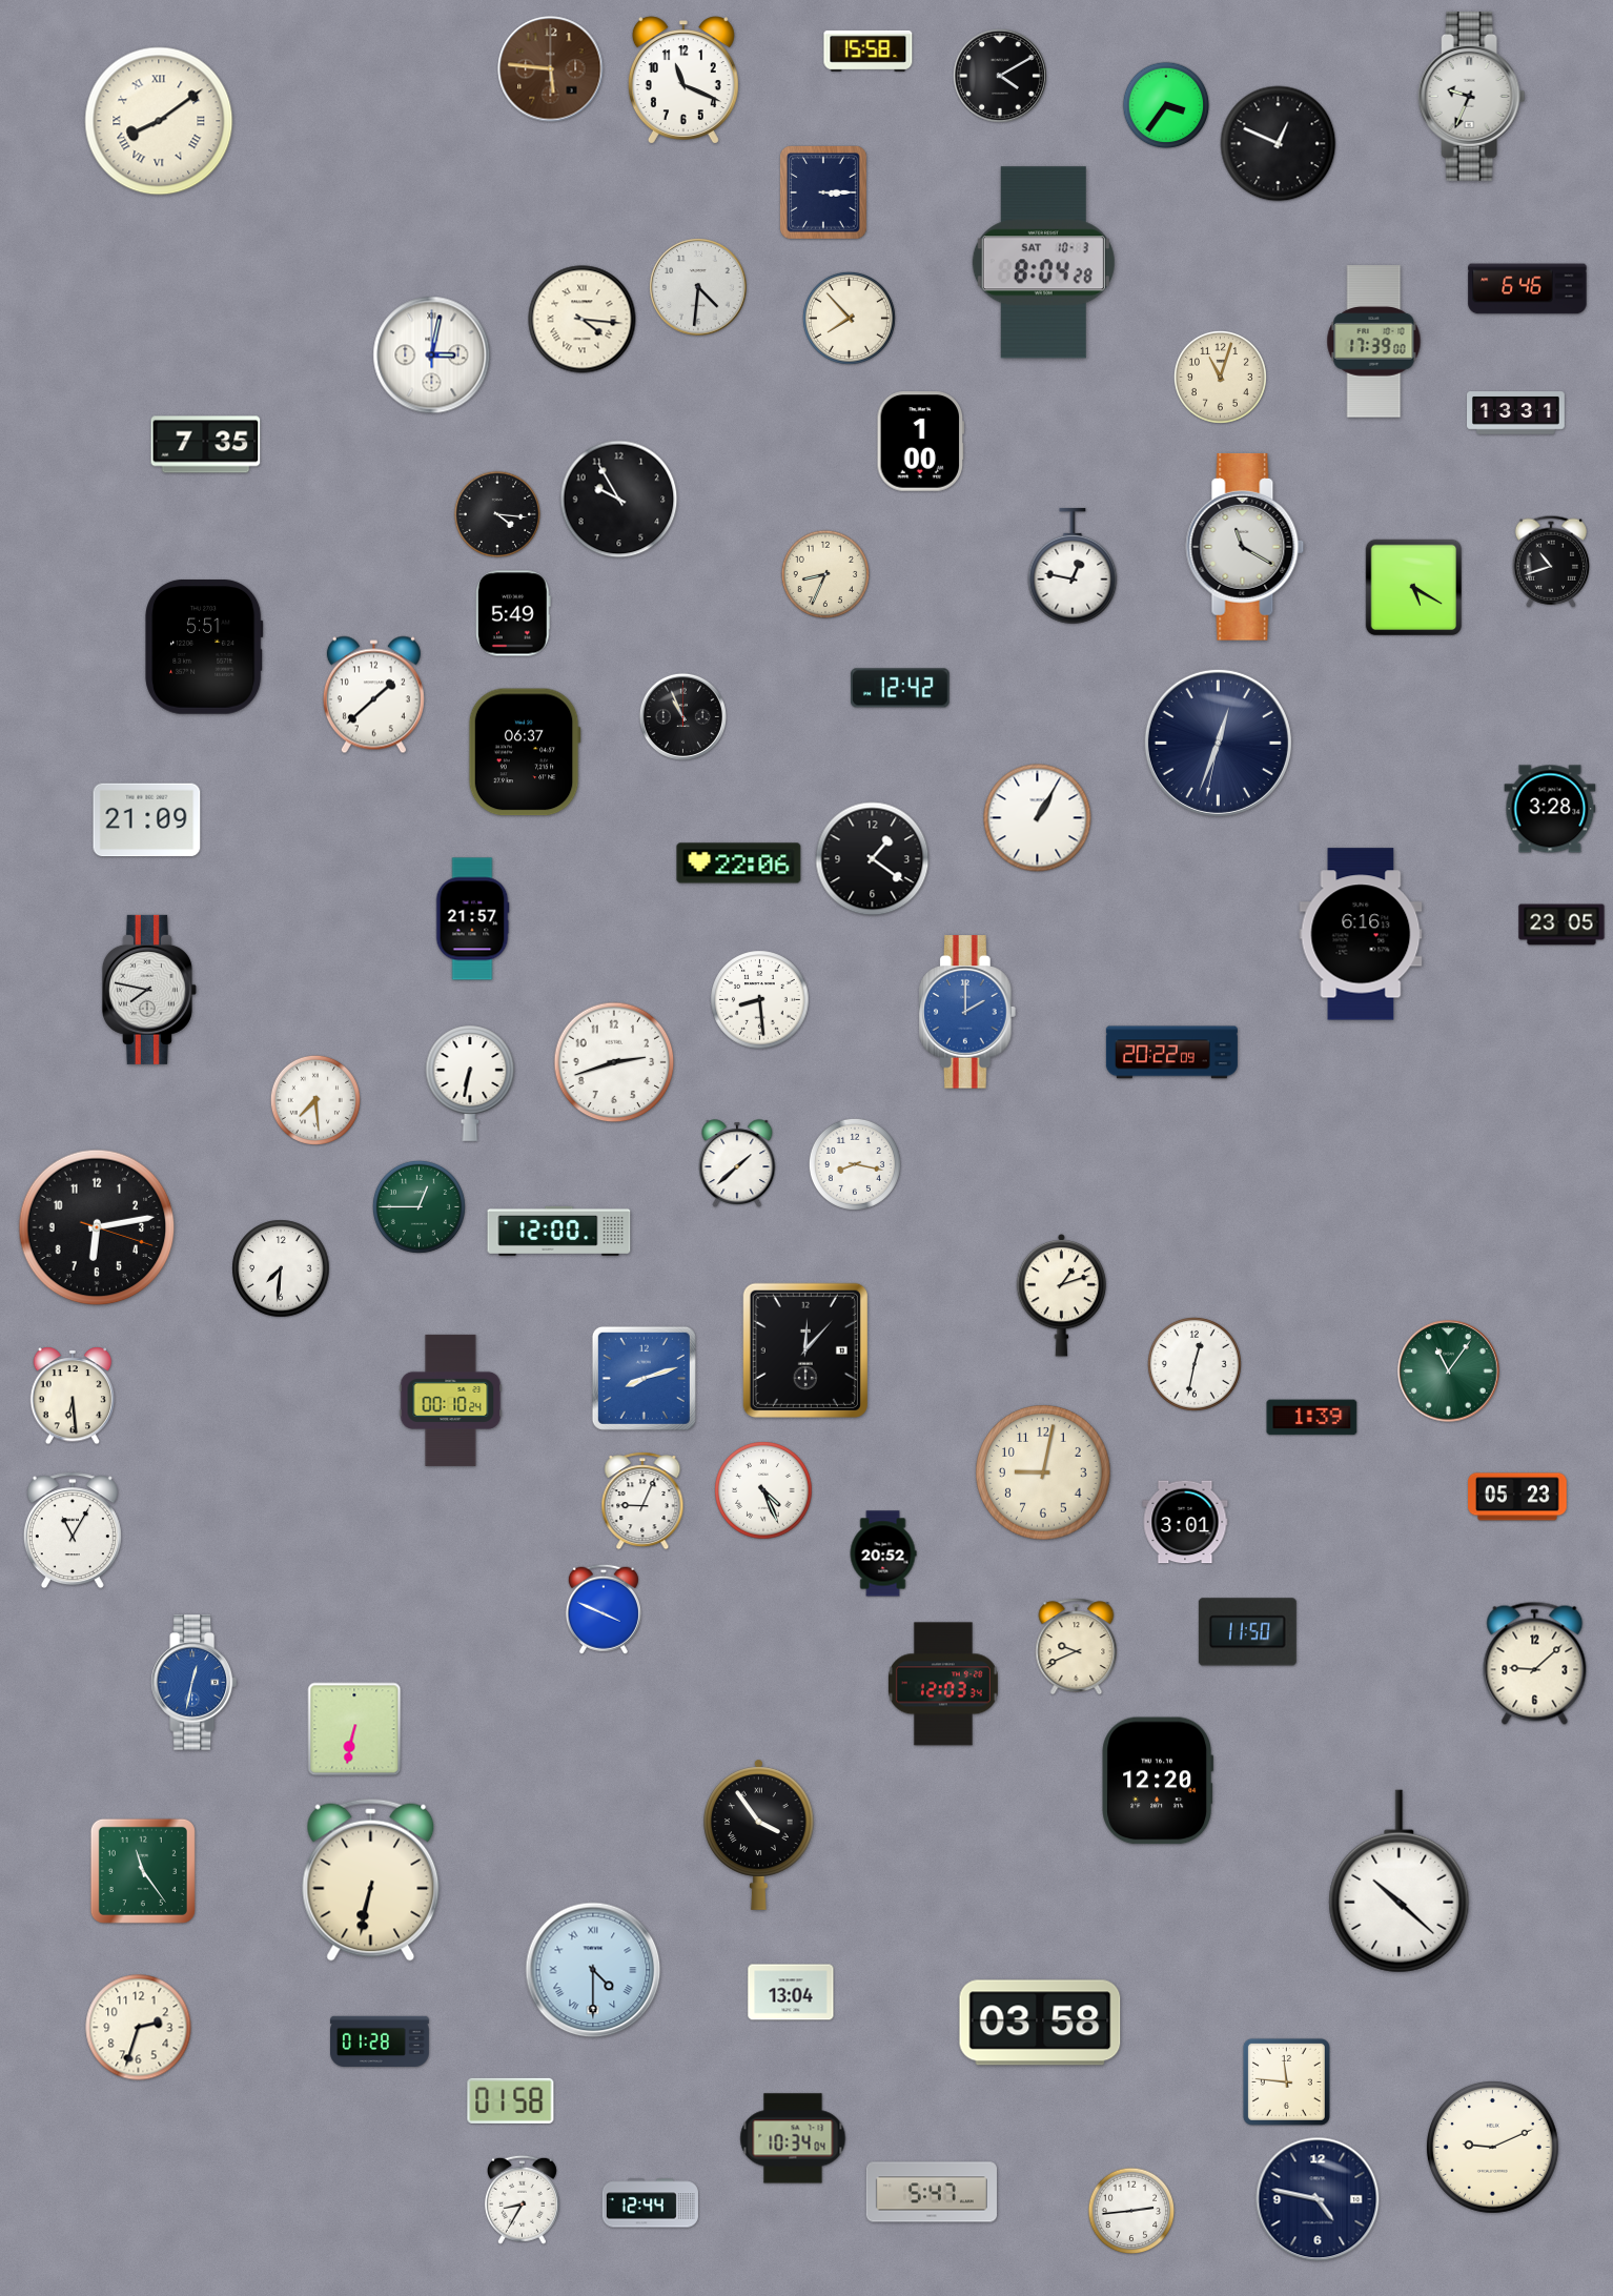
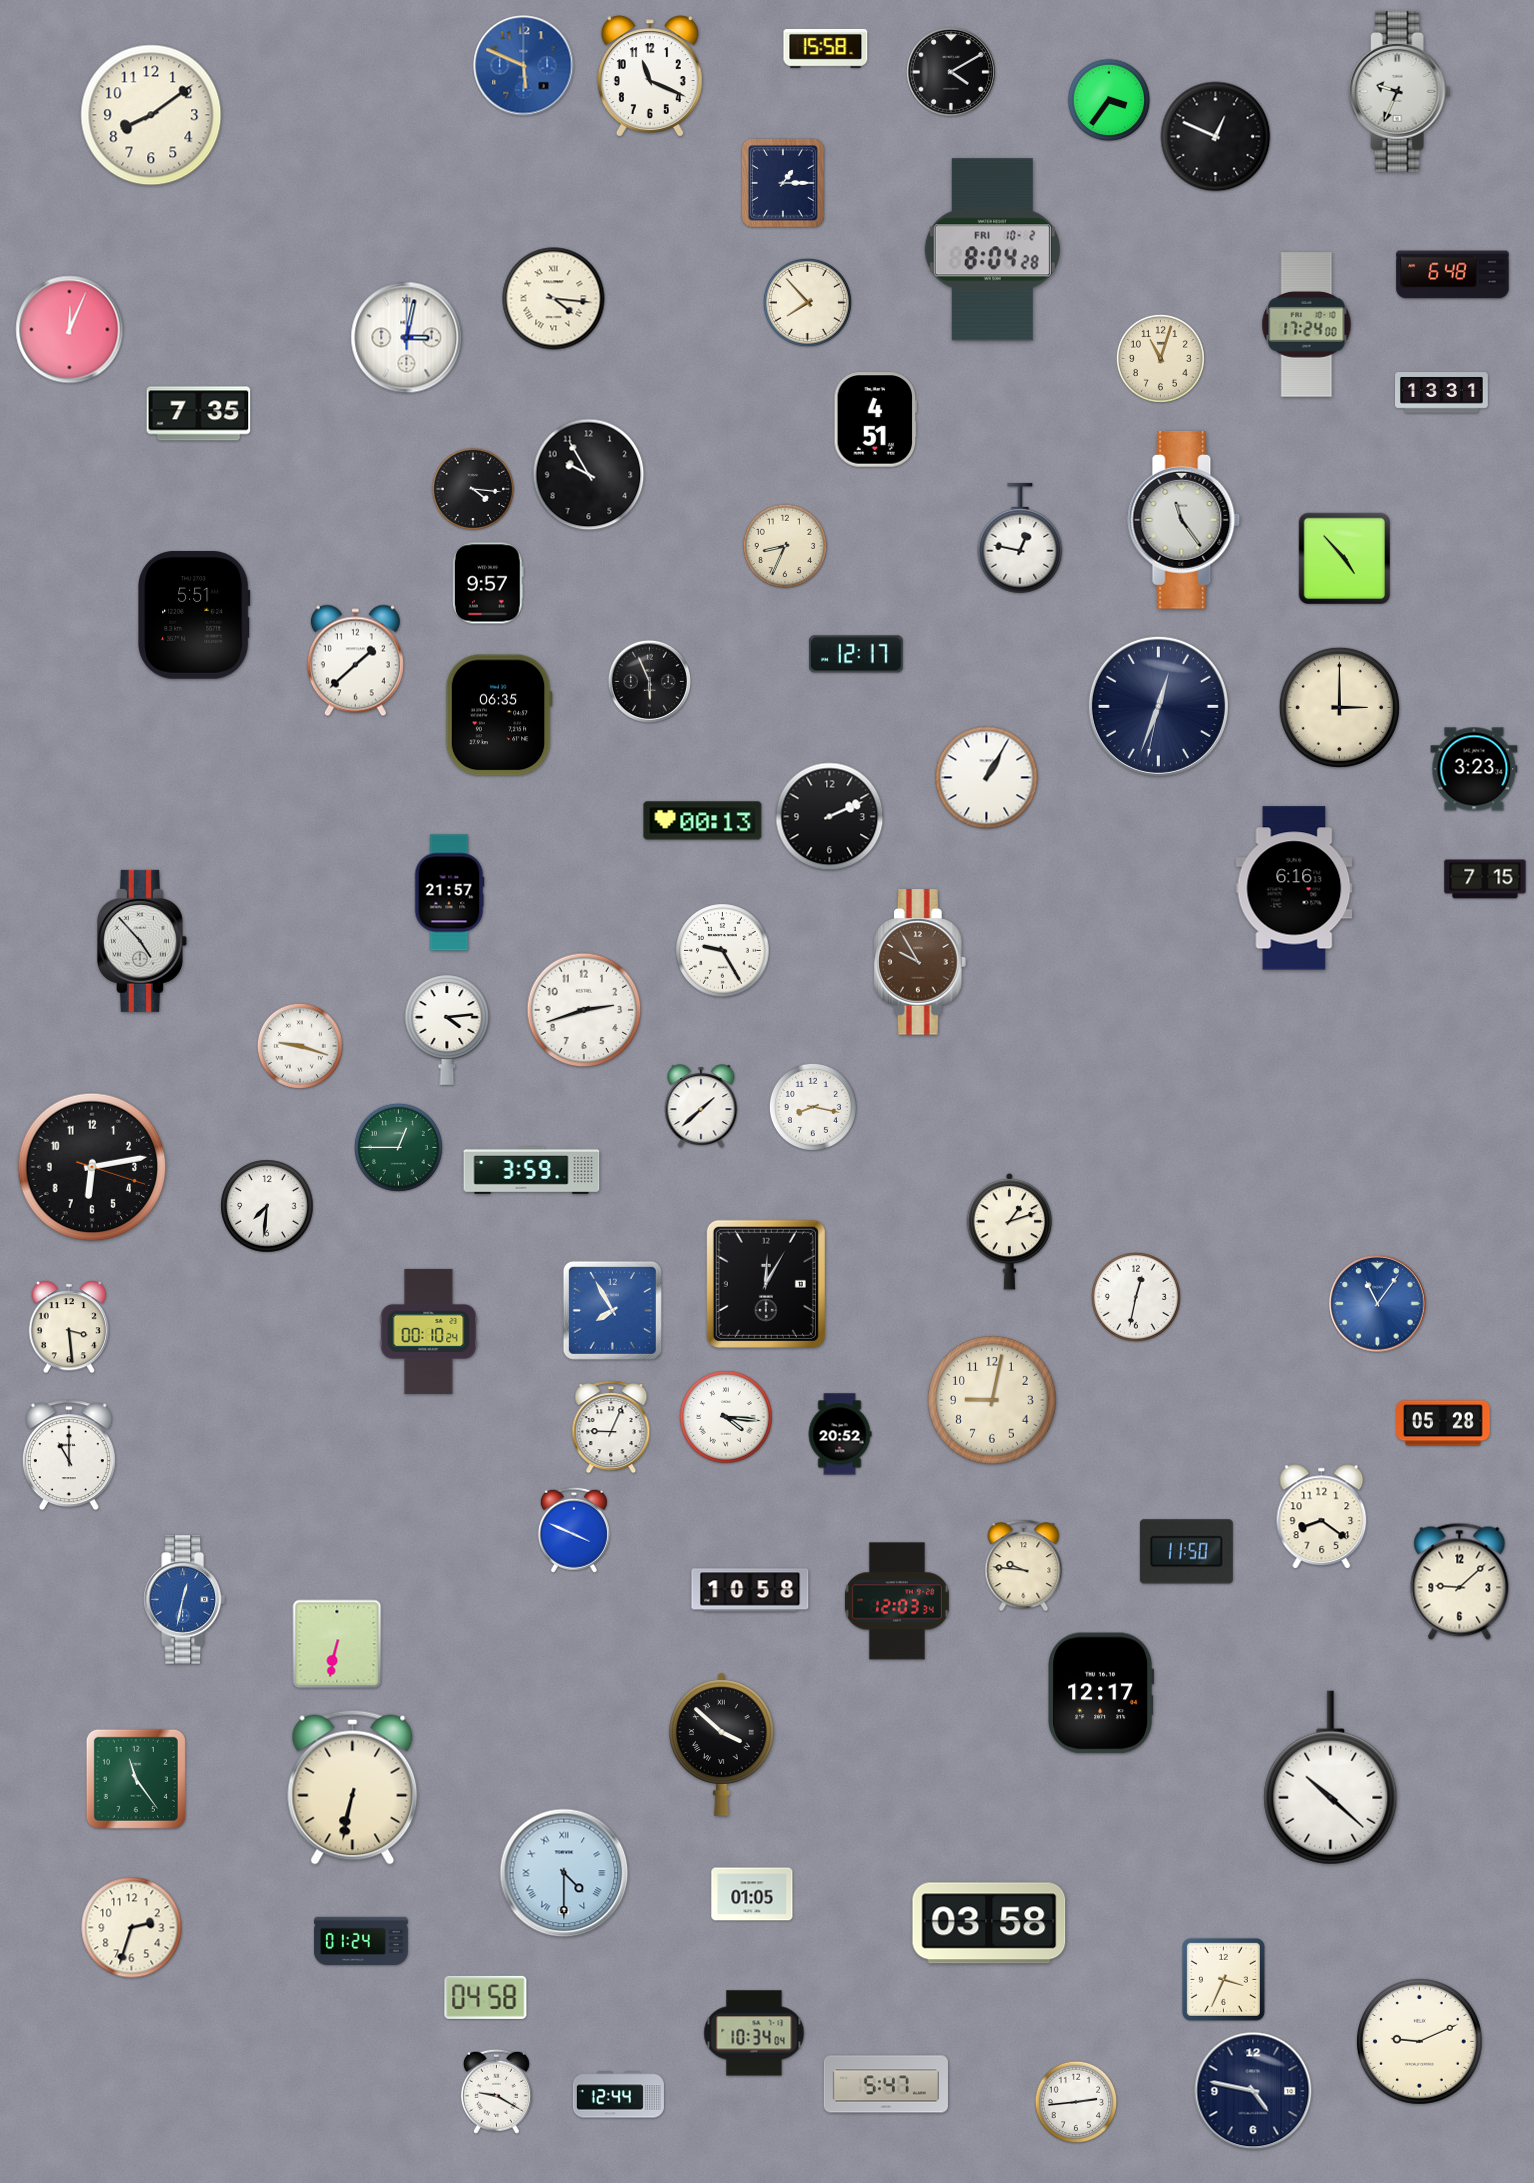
clock at (551, 69): 5:46 -> 5:49
clock at (551, 69) dial: brown -> blue
clock at (159, 121) numerals: Roman -> Arabic
clock at (824, 194): 3:15 -> 1:15
clock at (1043, 263) date: SAT 10-3 -> FRI 10-2
clock at (699, 288): 4:31 -> none
clock at (1528, 289): 6:46 -> 6:48
clock at (583, 320) position: (583, 320) -> (554, 299)
clock at (1374, 342): 17:39 -> 17:24
clock at (70, 330): none -> 12:04
clock at (432, 355) position: (432, 355) -> (407, 338)
clock at (921, 442): 1:00 -> 4:51
clock at (206, 445) position: (206, 445) -> (199, 414)
clock at (1245, 547): 11:20 -> 11:24
clock at (1550, 562): 10:42 -> none
clock at (1414, 588): 5:20 -> 4:53
clock at (513, 613): 5:49 -> 9:57
clock at (900, 688): 12:42 -> 12:17
clock at (682, 716): 10:56 -> 5:56
clock at (1339, 707): none -> 3:00
clock at (525, 752): 06:37 -> 06:35
clock at (1550, 809): 3:28 -> 3:23
clock at (147, 820): 21:09 -> none
clock at (873, 859): 1:21 -> 2:11
clock at (739, 863): 22:06 -> 00:13
clock at (472, 919) position: (472, 919) -> (449, 893)
clock at (1561, 925): 23:05 -> 7:15
clock at (149, 990): 7:47 -> 4:53
clock at (760, 1000): 8:29 -> 9:25
clock at (968, 1012): 2:00 -> 9:55
clock at (968, 1012) dial: blue -> brown
clock at (1171, 1053): 20:22 -> none
clock at (470, 1083): 6:32 -> 4:14
clock at (315, 1100): 7:29 -> 9:18
clock at (559, 1231): 12:00 -> 3:59
clock at (805, 1350): 12:07 -> 12:05
clock at (1449, 1371) dial: green -> blue
clock at (644, 1378): 8:12 -> 7:55
clock at (73, 1396): 6:29 -> 3:29
clock at (1312, 1418): 1:39 -> none
clock at (763, 1490): 4:26 -> 4:16
clock at (1517, 1497): 05:23 -> 05:28
clock at (1185, 1522): 3:01 -> none
clock at (73, 1530): 11:05 -> 11:00
clock at (883, 1553) position: (883, 1553) -> (840, 1434)
clock at (1322, 1517): none -> 8:21
clock at (1077, 1647): 9:41 -> 9:46
clock at (750, 1590): none -> 10:58
clock at (1158, 1781): 12:20 -> 12:17
clock at (759, 1834): 3:54 -> 3:52
clock at (1400, 1882) position: (1400, 1882) -> (1331, 1778)
clock at (791, 1992): 13:04 -> 01:05
clock at (380, 2040): 01:28 -> 01:24
clock at (1286, 2081): 11:46 -> 3:34
clock at (511, 2100): 01:58 -> 04:58
clock at (522, 2199): 8:35 -> 9:20
